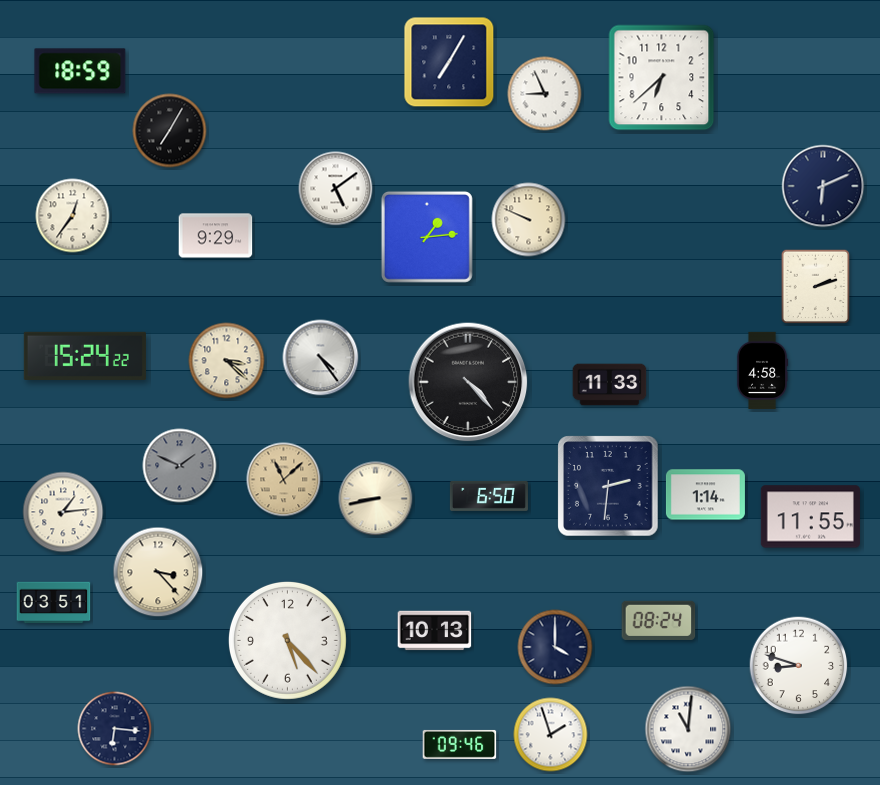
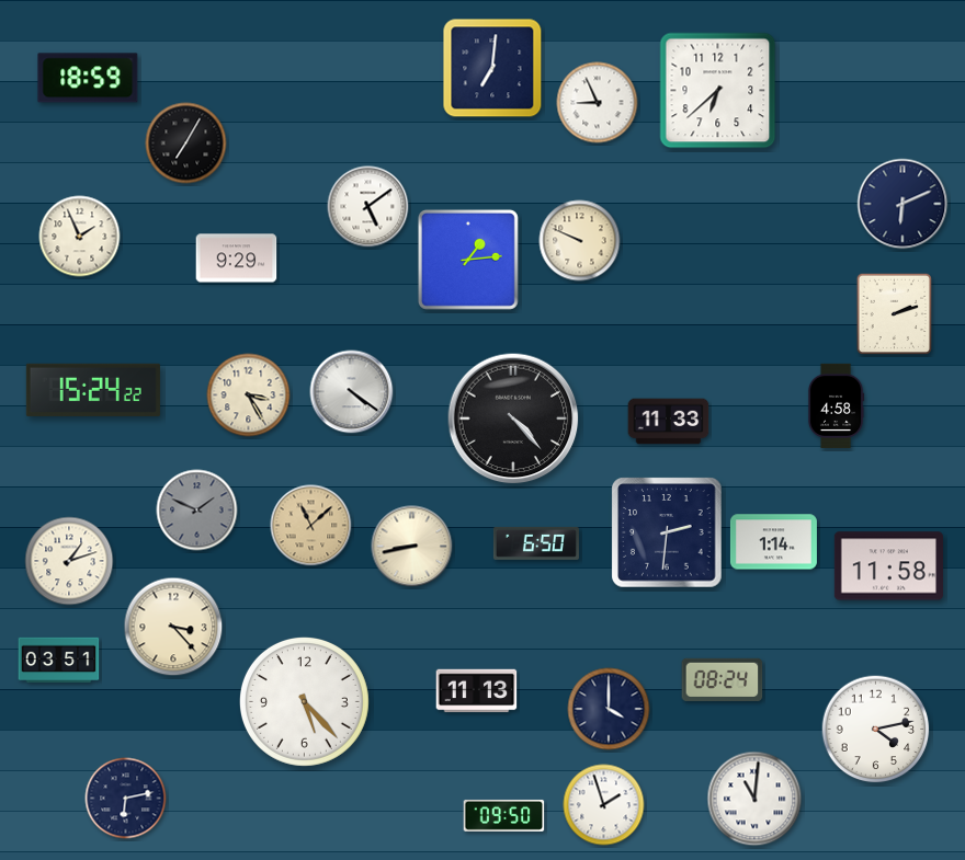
clock at (449, 62): 7:05 -> 7:01
clock at (662, 78) position: (662, 78) -> (718, 91)
clock at (73, 216): 12:36 -> 1:56
clock at (321, 358): 4:24 -> 4:21
clock at (227, 361): 3:22 -> 3:25
clock at (63, 512): 1:14 -> 1:12
clock at (810, 517): 11:55 -> 11:58
clock at (435, 631): 10:13 -> 11:13
clock at (287, 640) position: (287, 640) -> (304, 701)
clock at (799, 666): 8:48 -> 4:13
clock at (115, 729): 6:16 -> 6:13
clock at (460, 744): 09:46 -> 09:50
